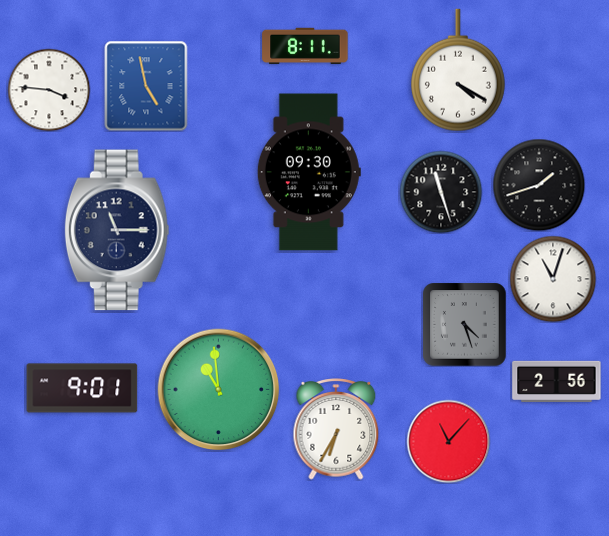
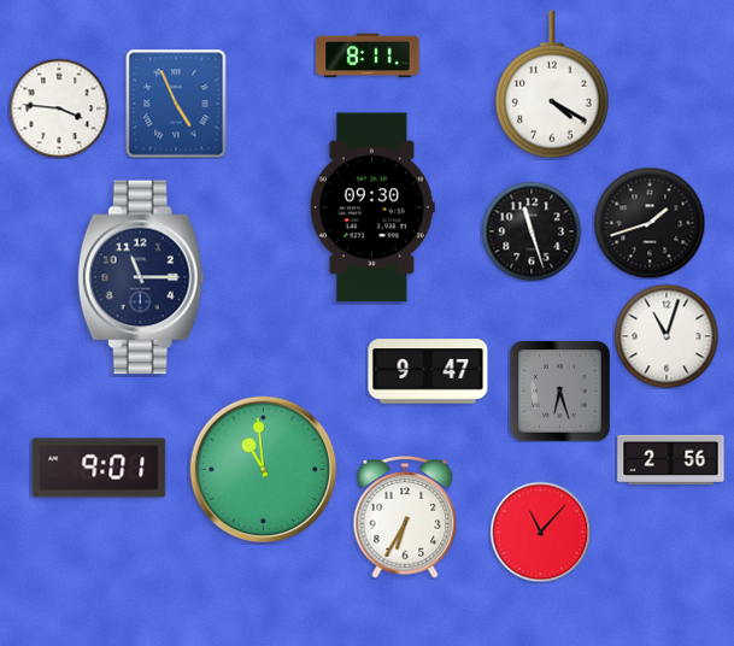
clock at (146, 86): 4:58 -> 4:56
clock at (428, 371): none -> 9:47
clock at (464, 324): 4:27 -> 6:27
